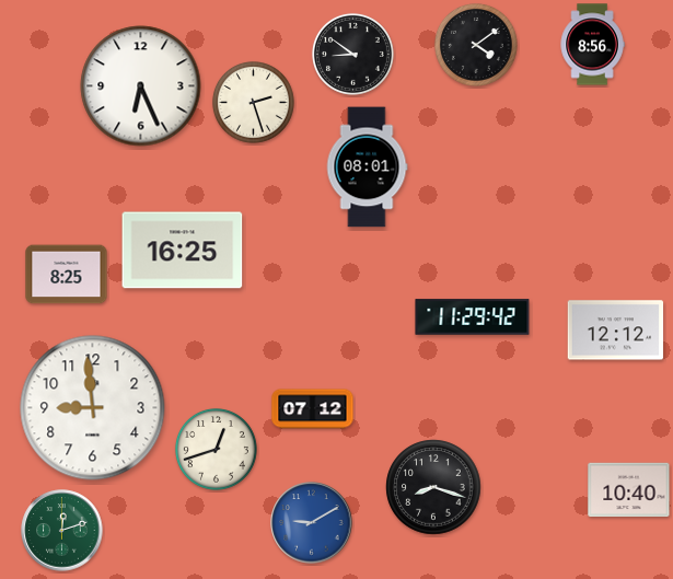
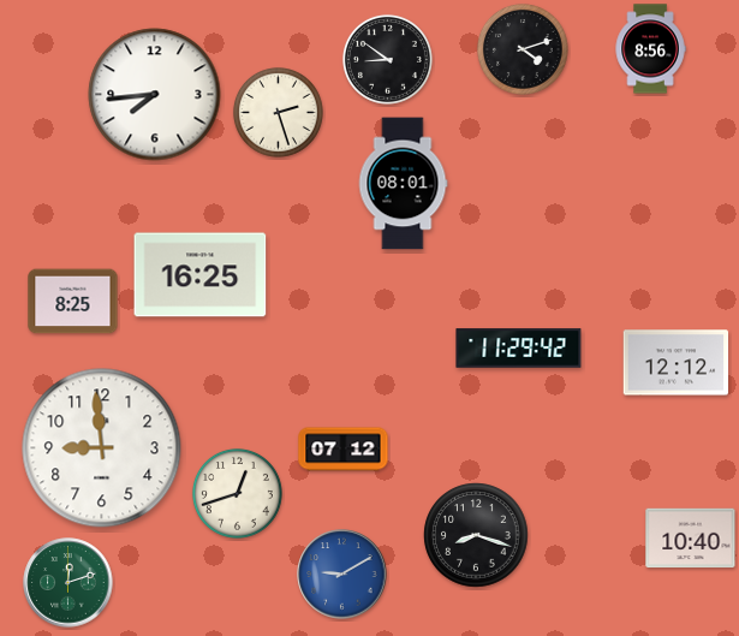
clock at (476, 45): 4:09 -> 4:12
clock at (141, 86): 6:26 -> 7:44
